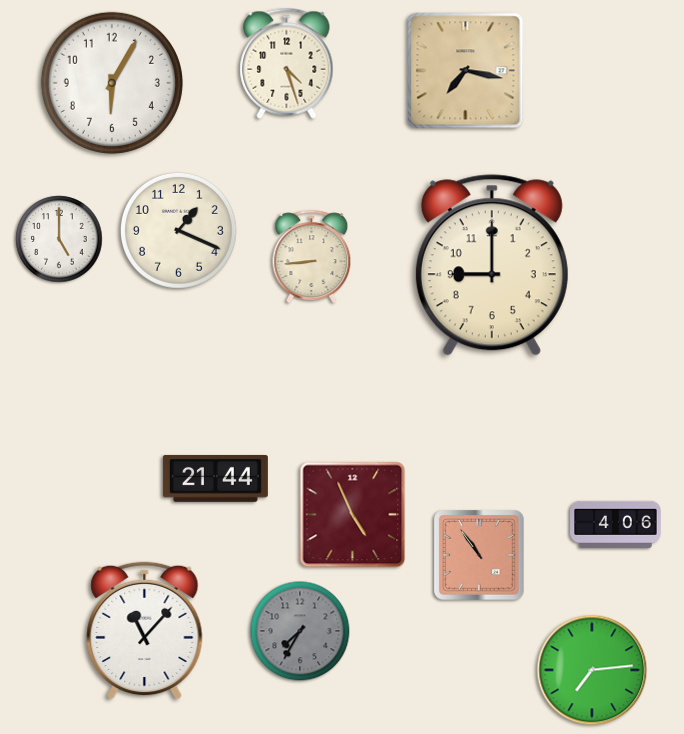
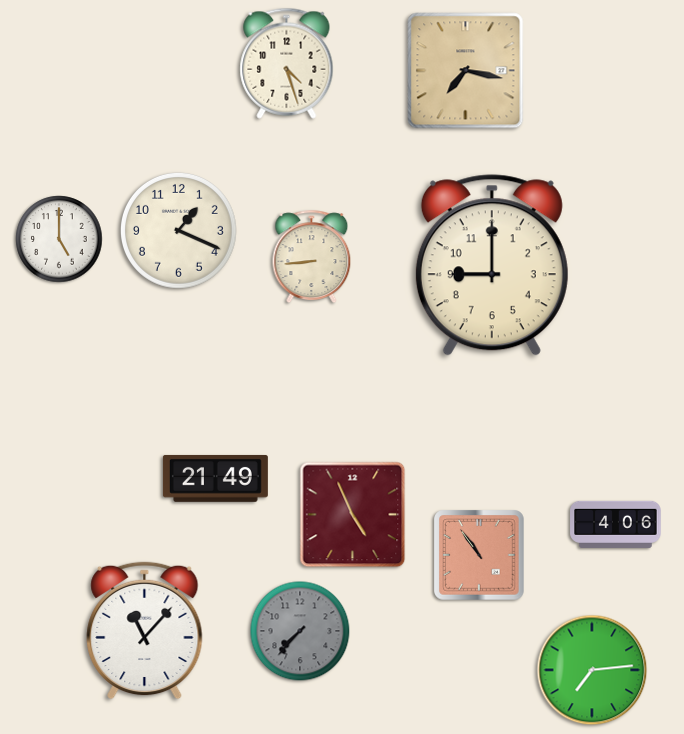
clock at (112, 83): 6:05 -> none
clock at (215, 478): 21:44 -> 21:49
clock at (300, 631): 7:35 -> 7:37
